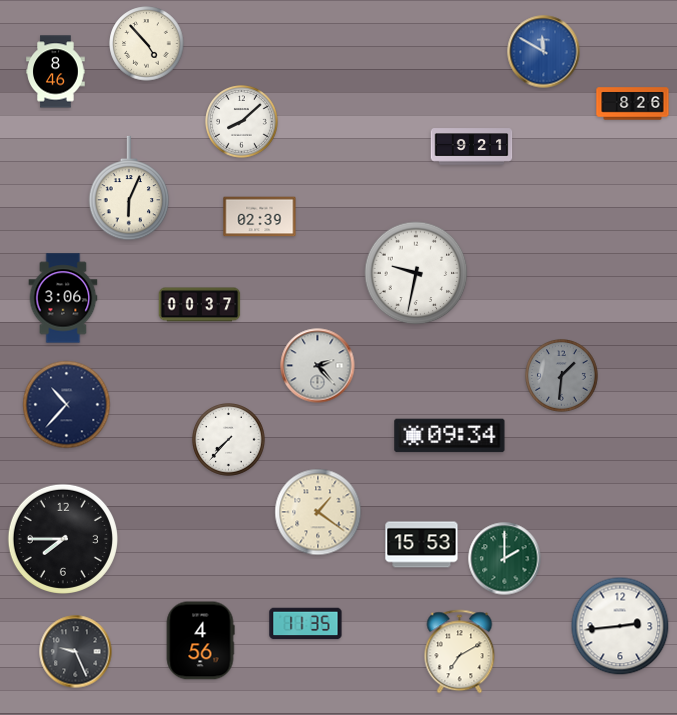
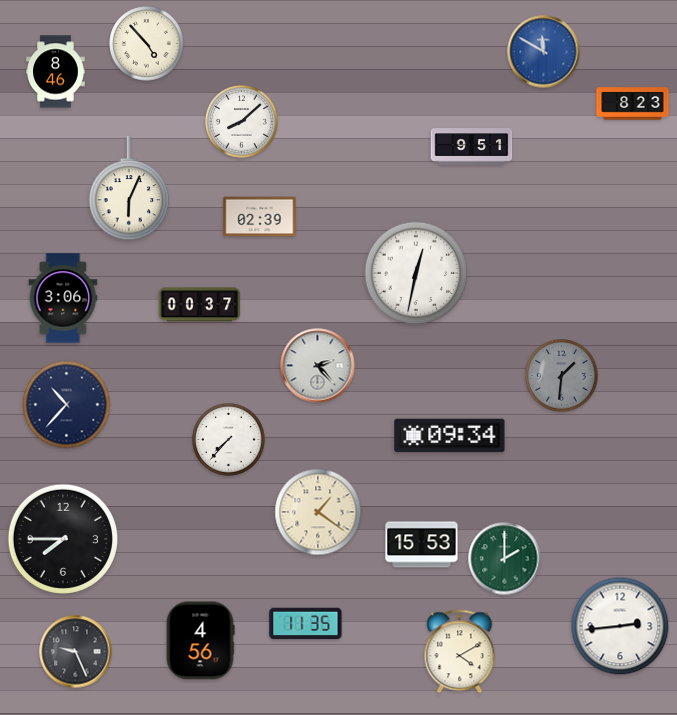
clock at (633, 104): 8:26 -> 8:23
clock at (472, 147): 9:21 -> 9:51
clock at (416, 273): 9:32 -> 12:32
clock at (460, 652): 7:10 -> 4:10
